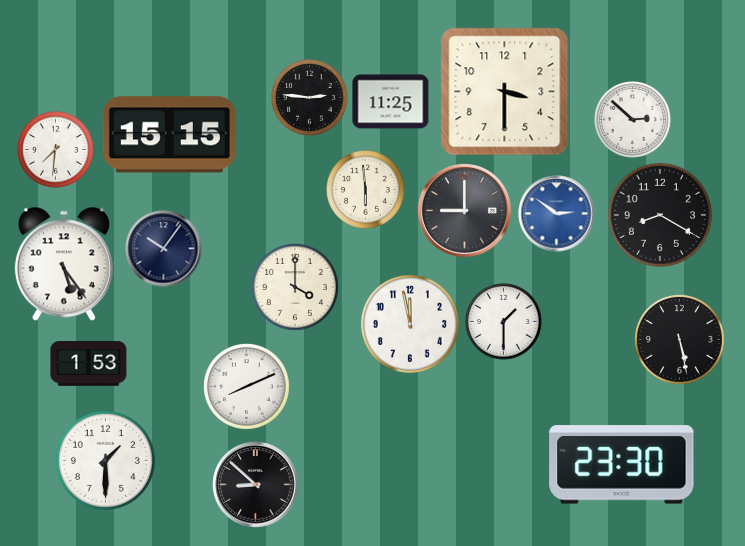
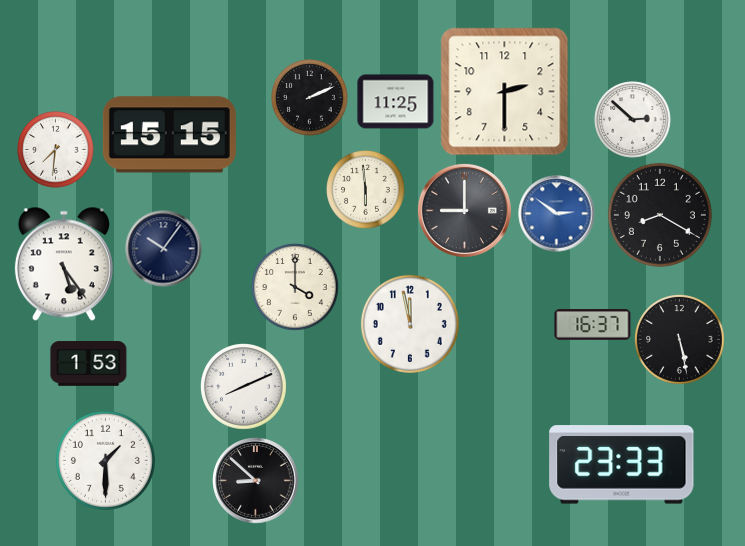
clock at (505, 92): 3:30 -> 2:30
clock at (310, 98): 2:46 -> 2:11
clock at (391, 102) position: (391, 102) -> (396, 102)
clock at (504, 322): 1:30 -> none
clock at (593, 325): none -> 16:37
clock at (247, 387) position: (247, 387) -> (244, 387)
clock at (622, 465): 23:30 -> 23:33
clock at (256, 485) position: (256, 485) -> (256, 481)
